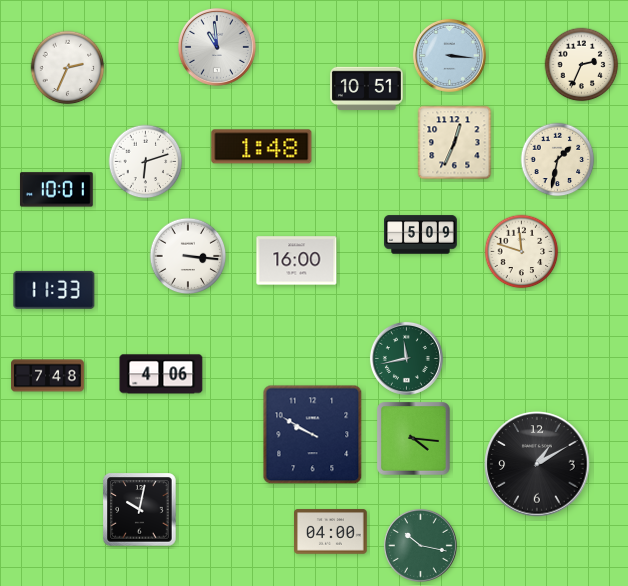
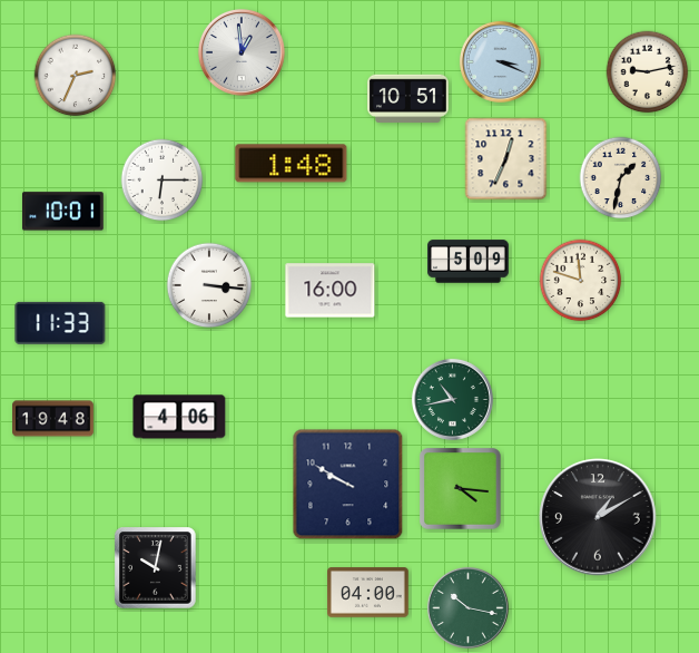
clock at (217, 47): 10:59 -> 12:59
clock at (449, 55): 3:16 -> 3:19
clock at (582, 65): 2:34 -> 9:13
clock at (146, 162): 6:12 -> 6:15
clock at (406, 358): 11:43 -> 10:43
clock at (48, 376): 7:48 -> 19:48
